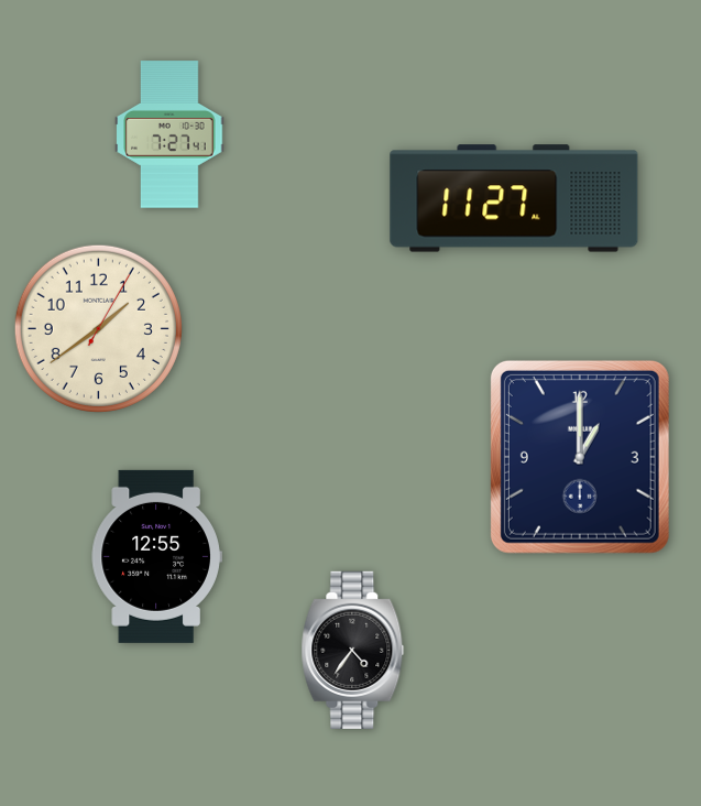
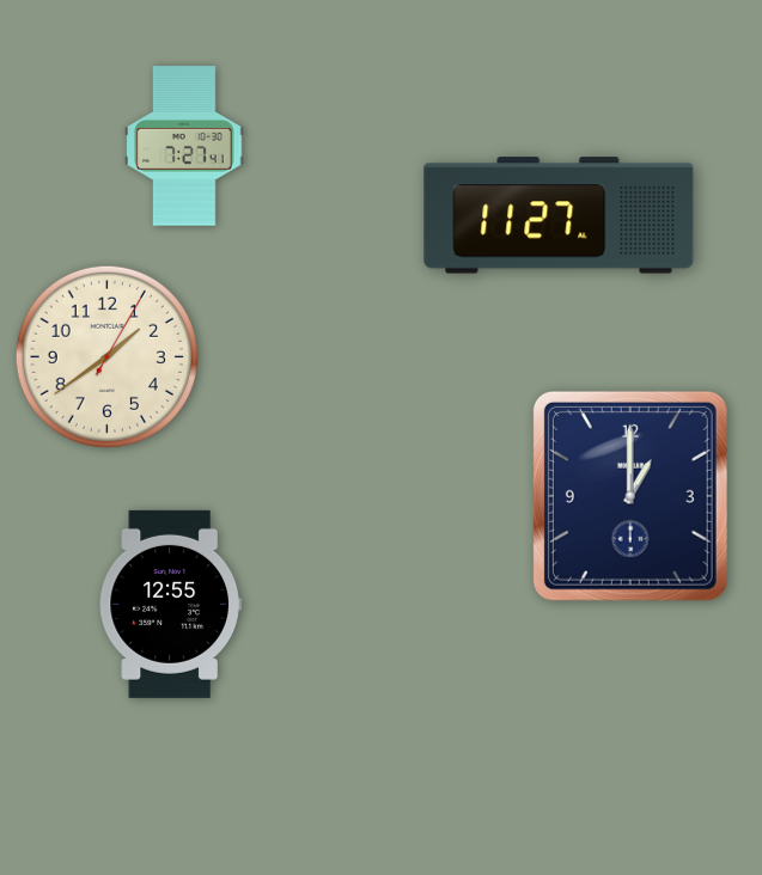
clock at (353, 650): 4:36 -> none
